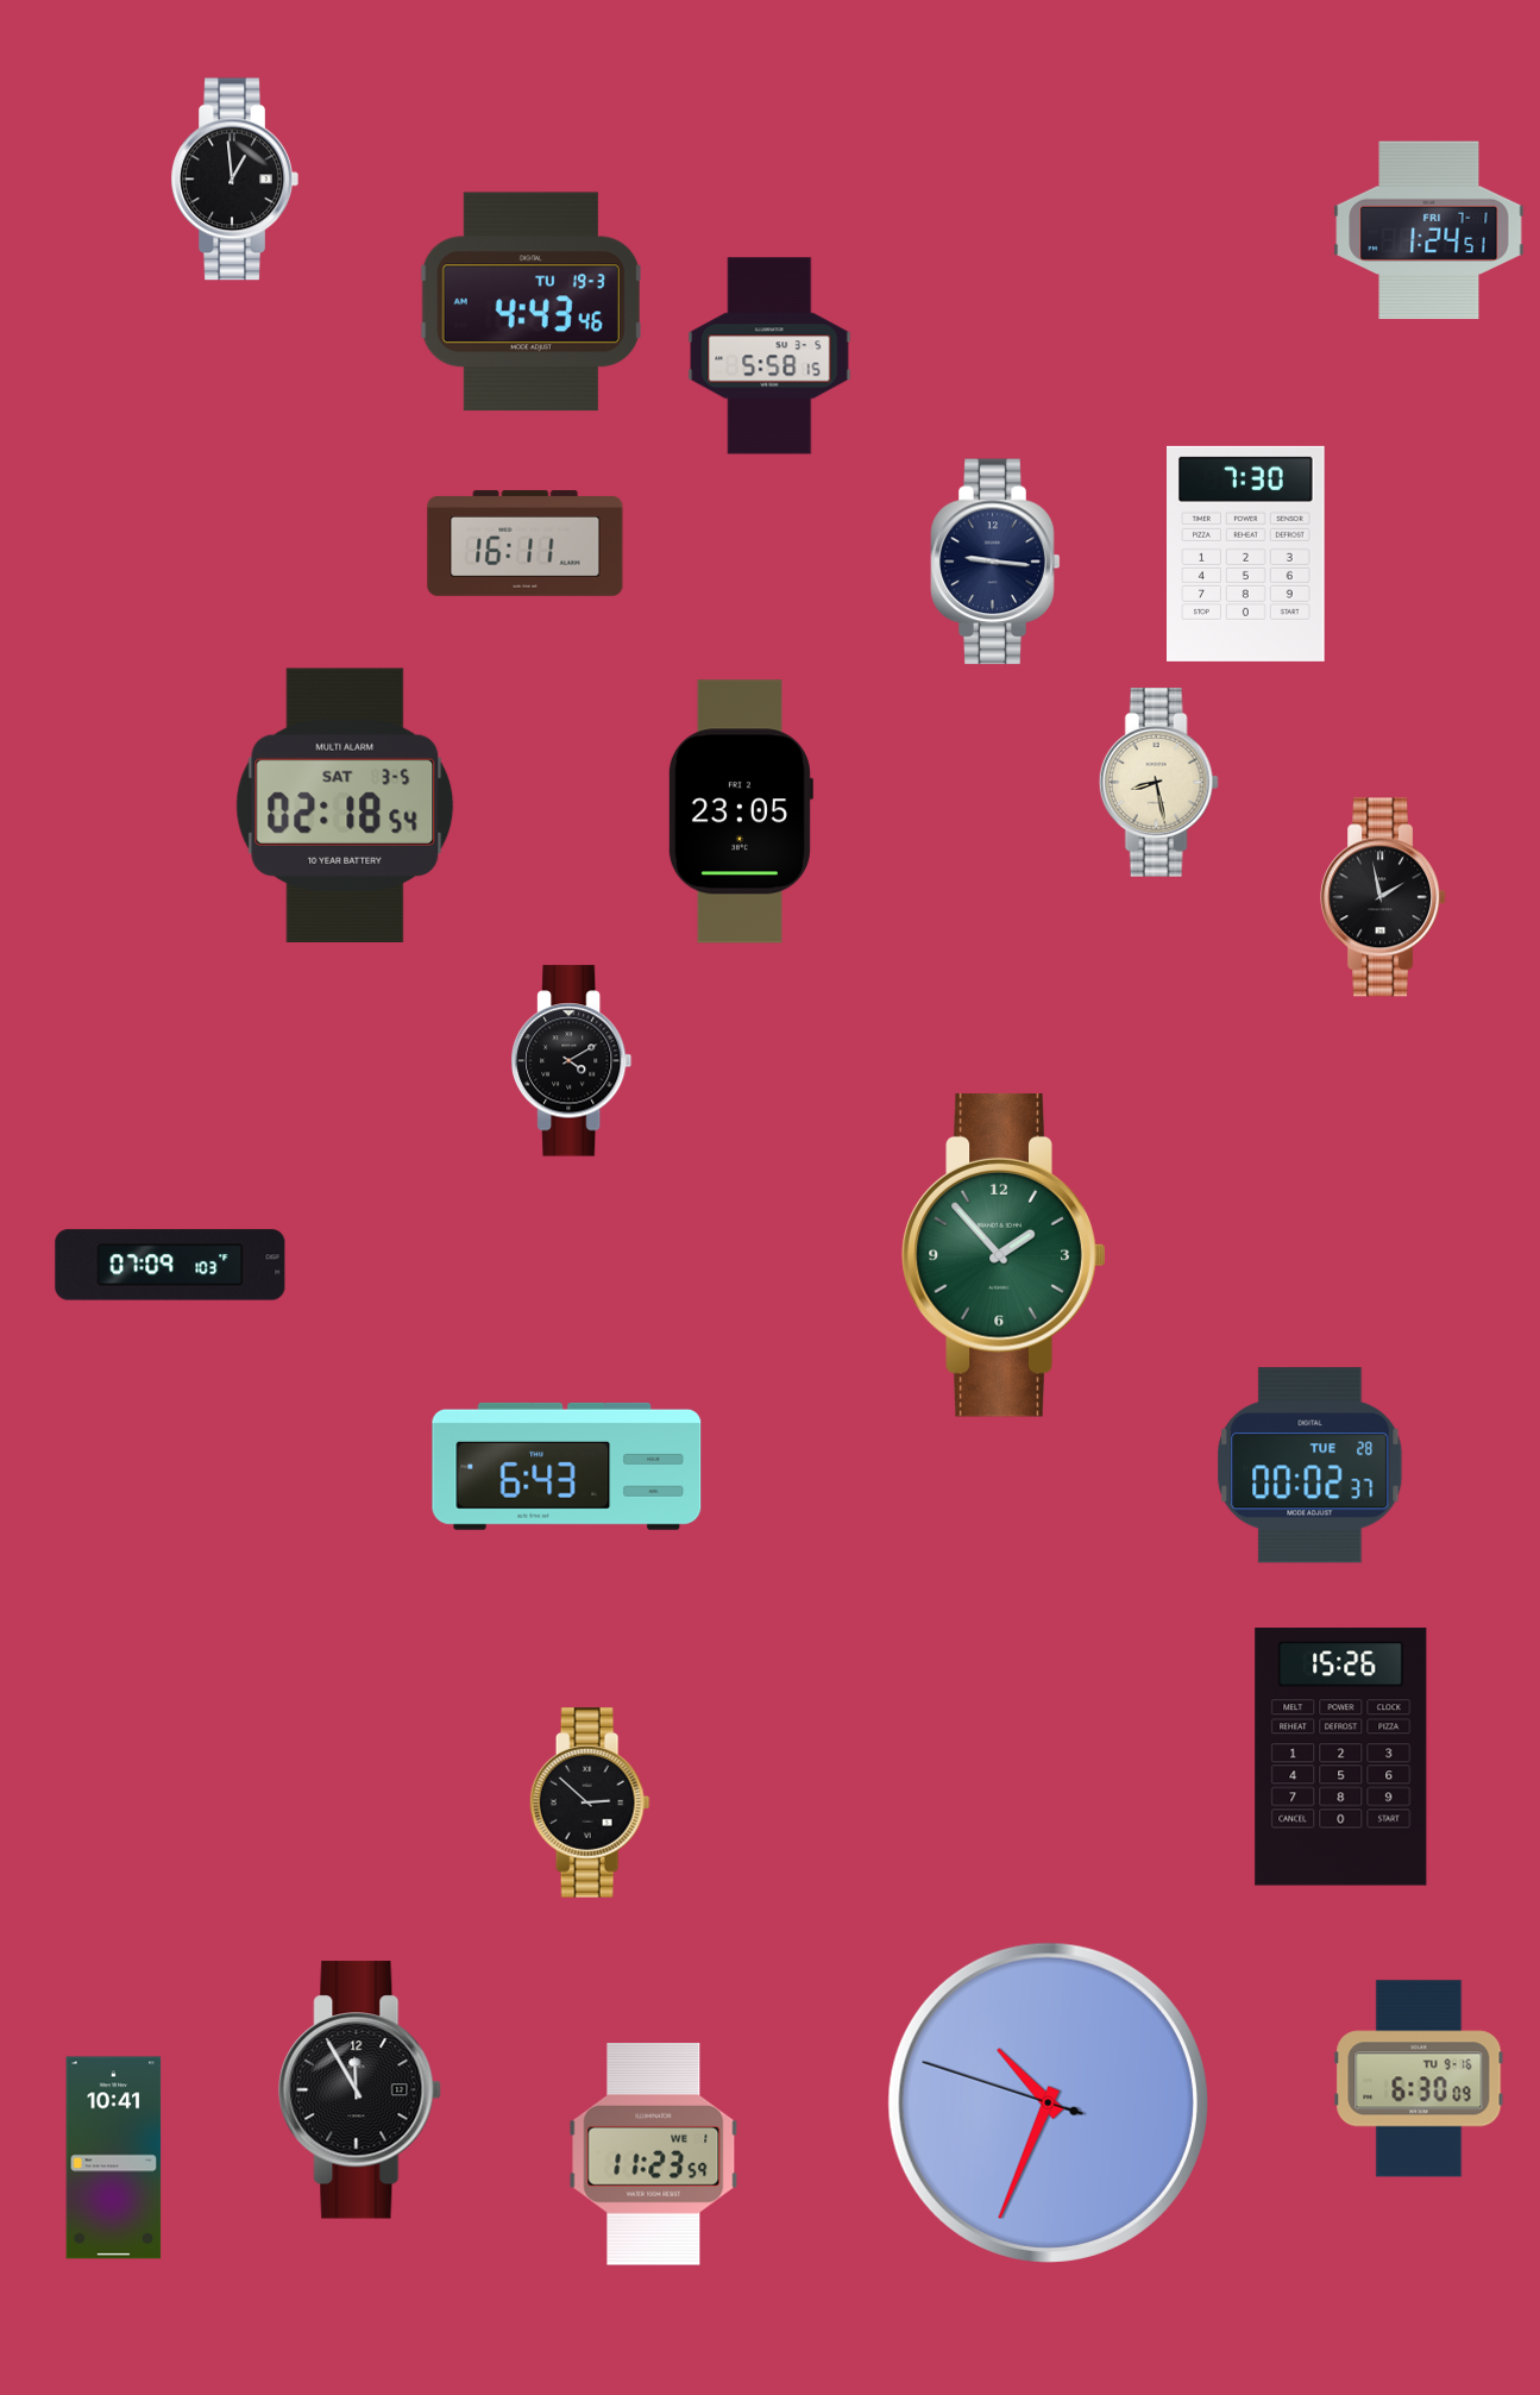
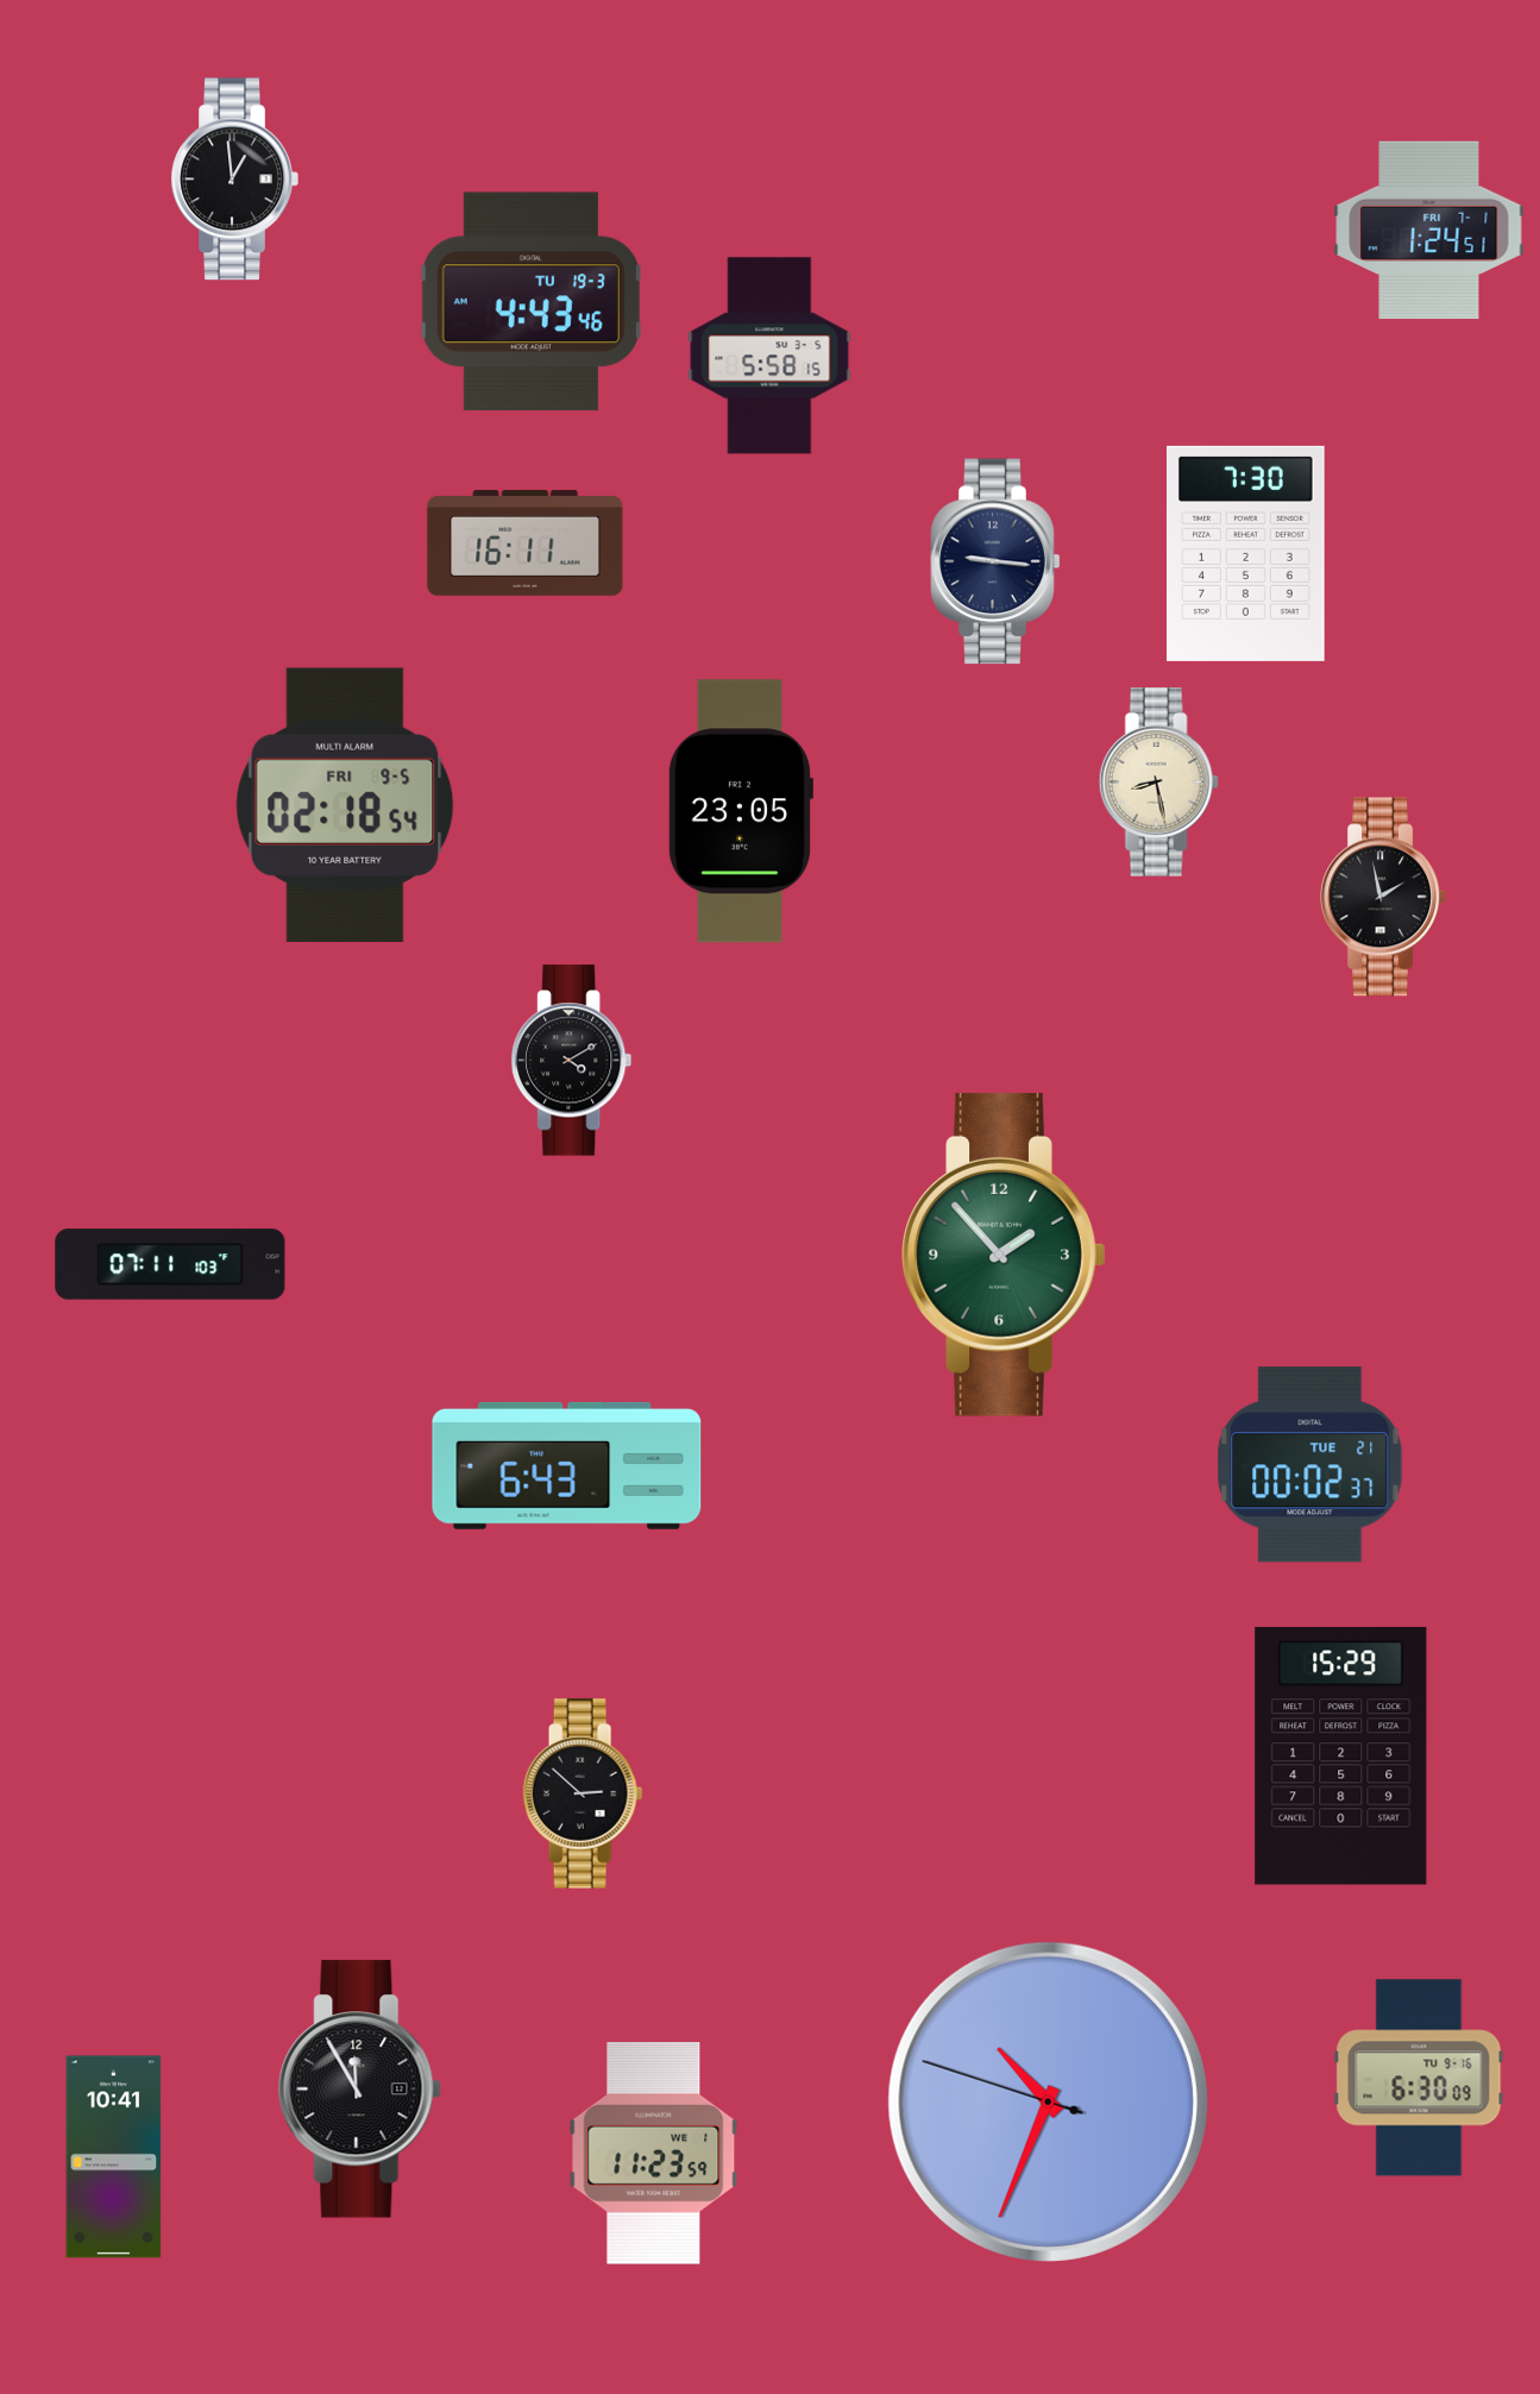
clock at (345, 804) date: SAT 3-5 -> FRI 9-5
clock at (170, 1265): 07:09 -> 07:11
clock at (1310, 1466) date: TUE 28 -> TUE 21
clock at (1341, 1757): 15:26 -> 15:29
clock at (590, 1802) position: (590, 1802) -> (583, 1793)
